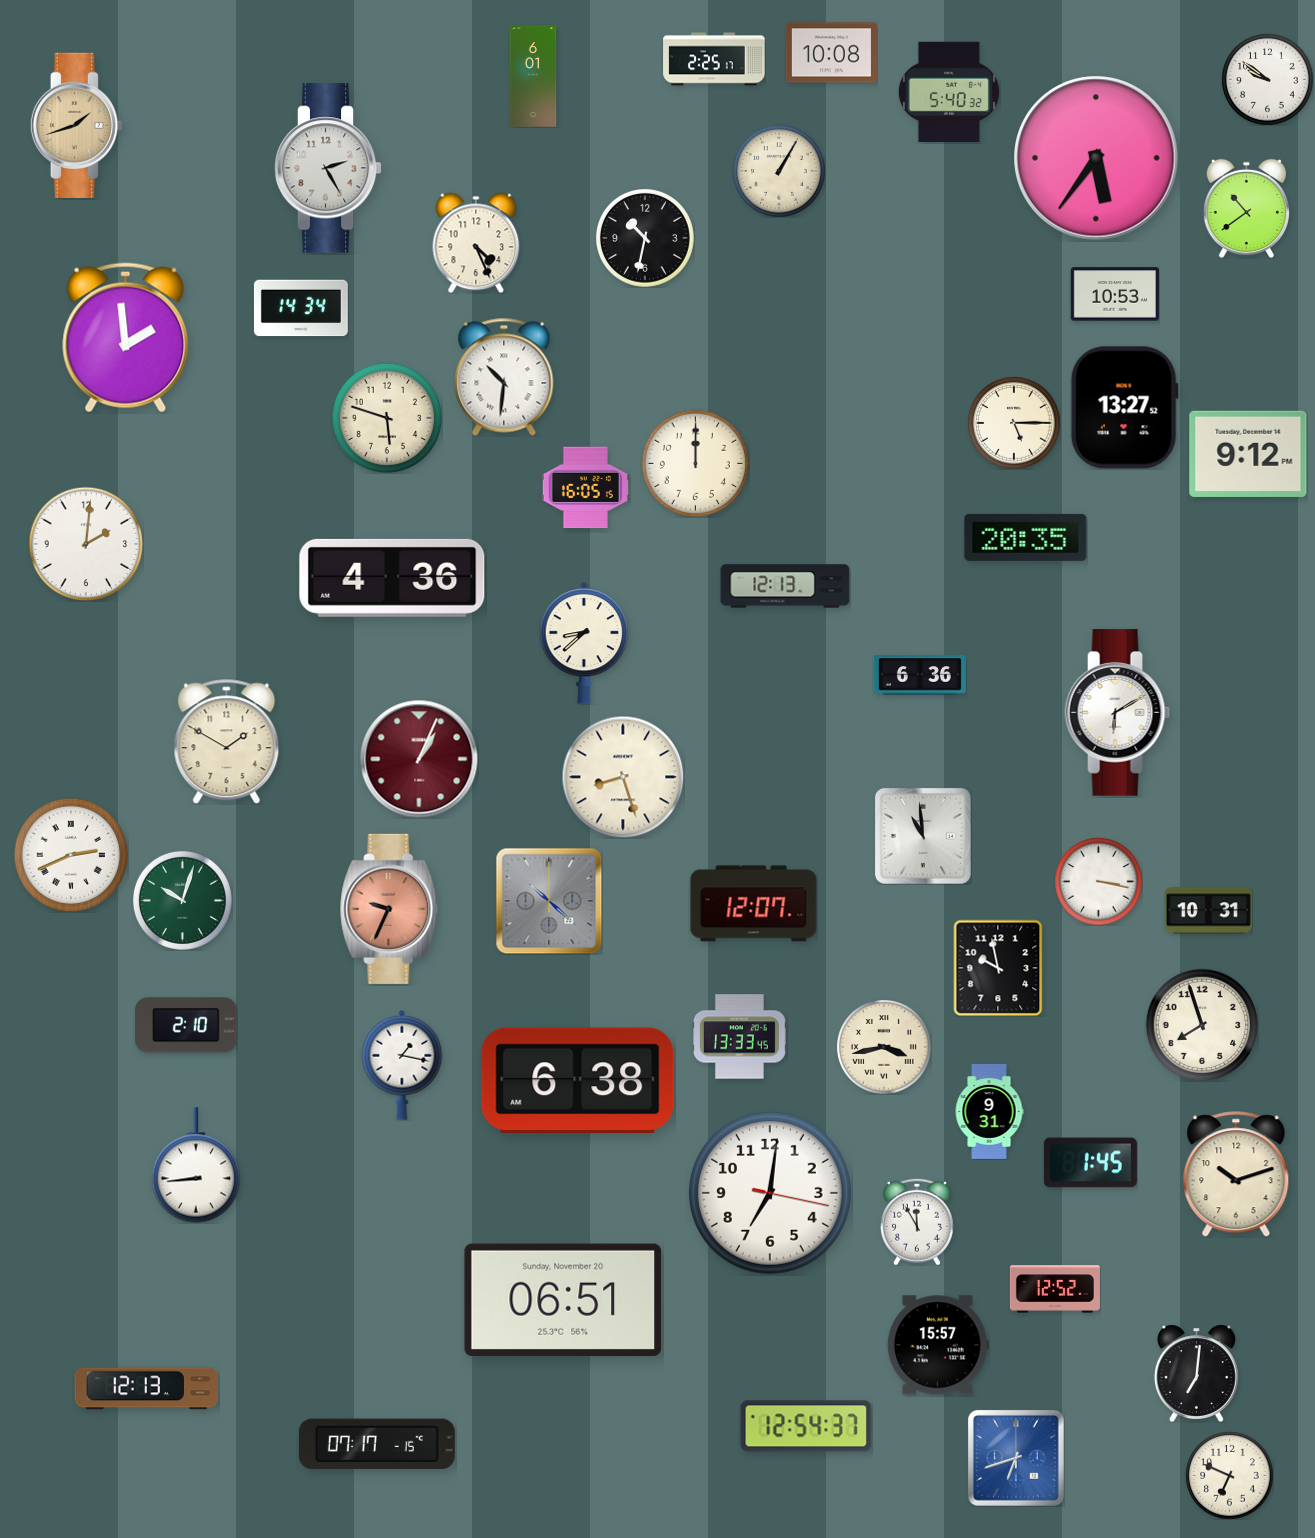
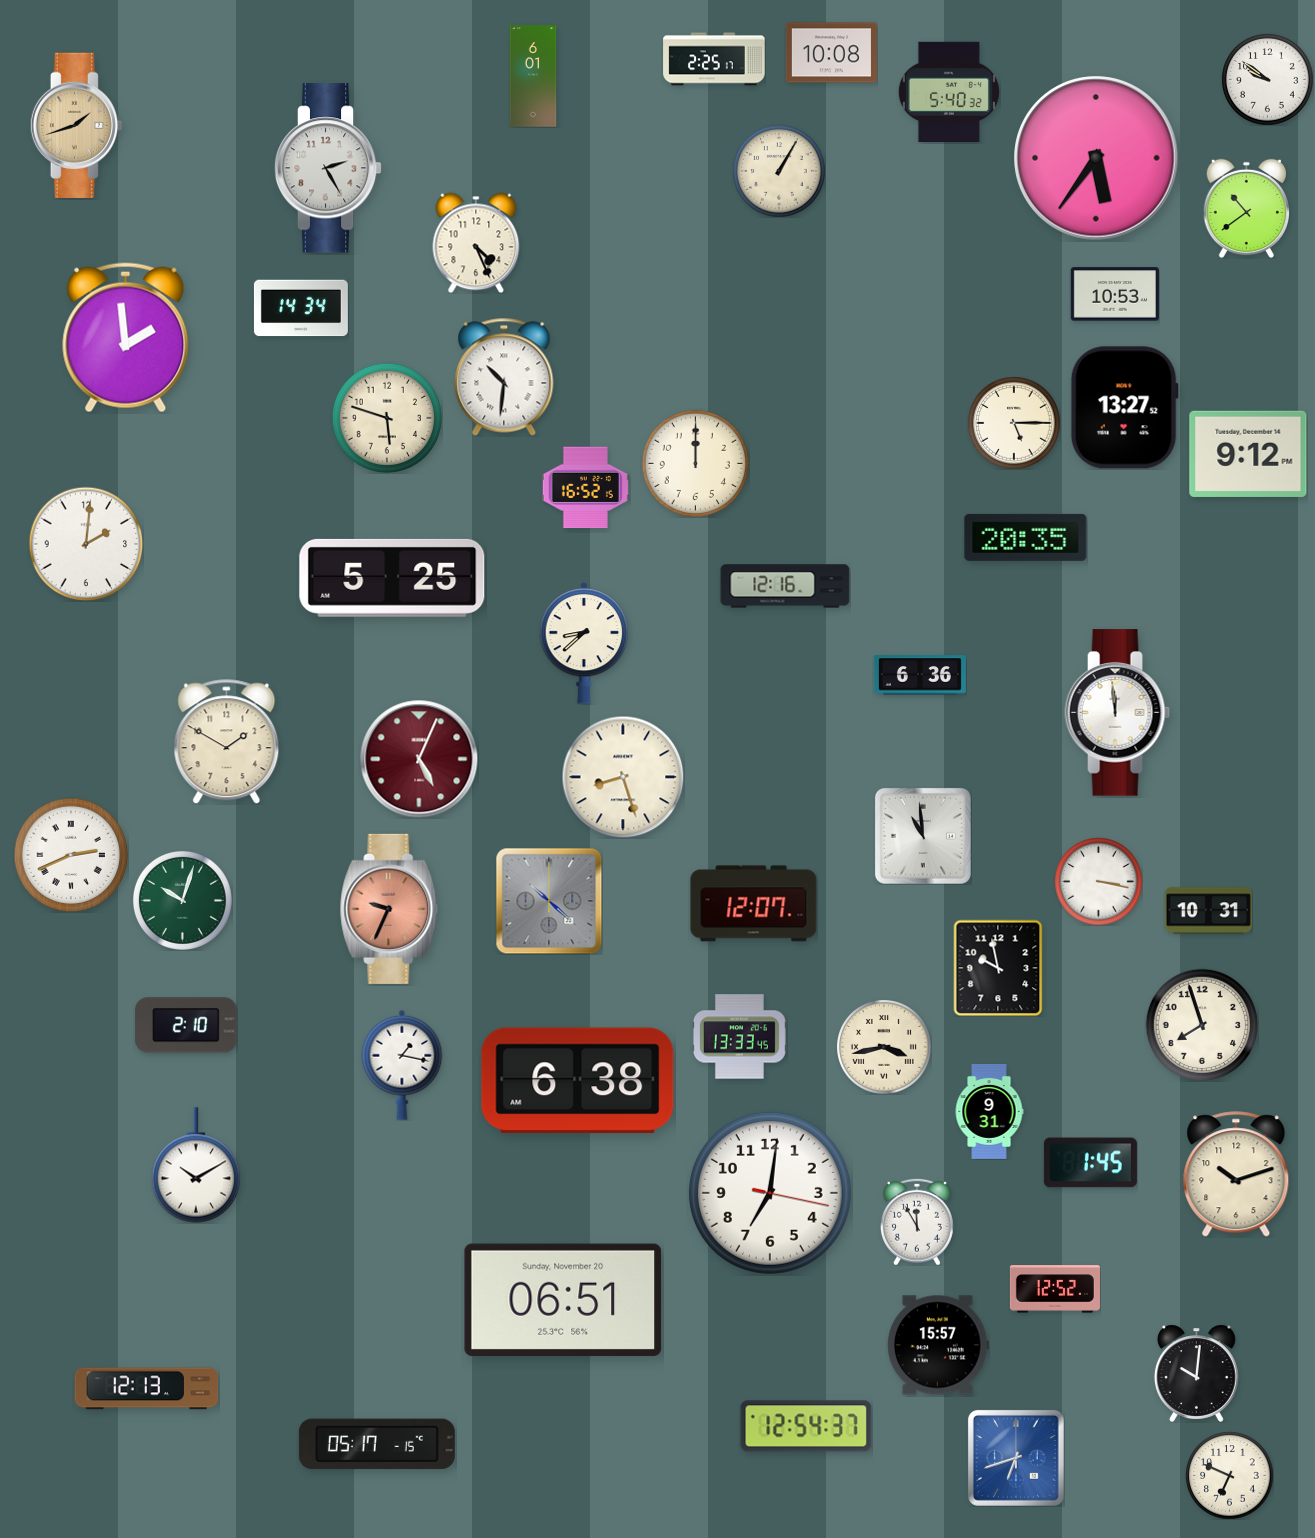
clock at (645, 238): 10:32 -> none
clock at (585, 488): 16:05 -> 16:52
clock at (392, 578): 4:36 -> 5:25
clock at (785, 586): 12:13 -> 12:16
clock at (1118, 713): 6:10 -> 11:59
clock at (419, 759): 1:04 -> 5:04
clock at (196, 1165): 8:44 -> 10:10
clock at (1196, 1373): 7:01 -> 10:01
clock at (377, 1444): 07:17 -> 05:17
